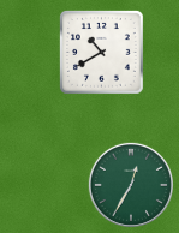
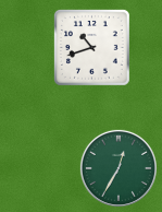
clock at (101, 52): 10:40 -> 10:42
